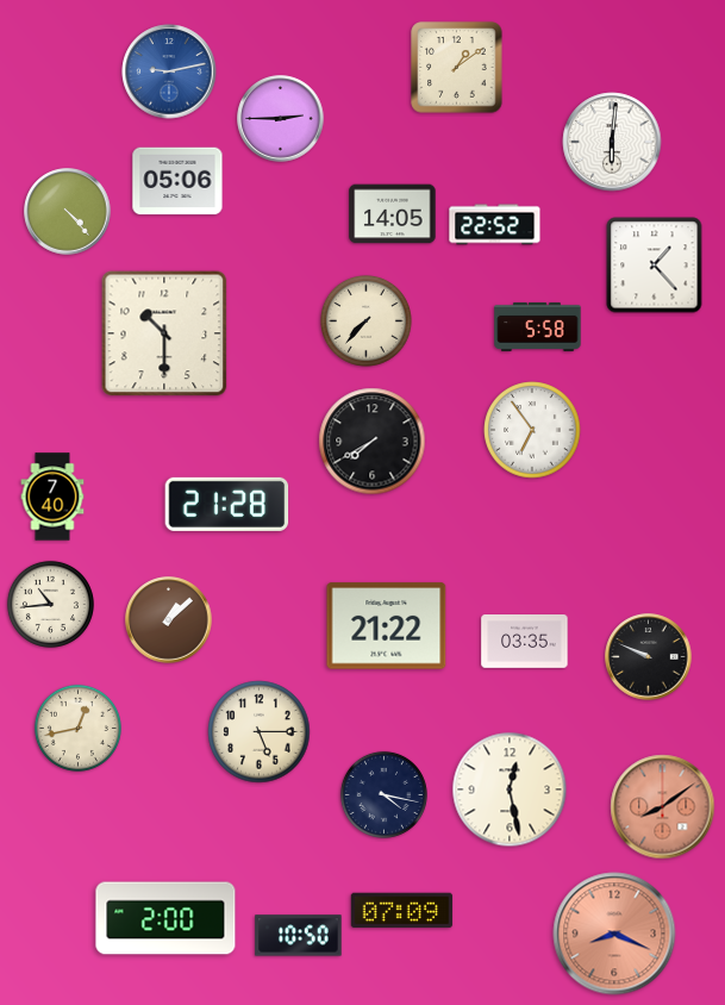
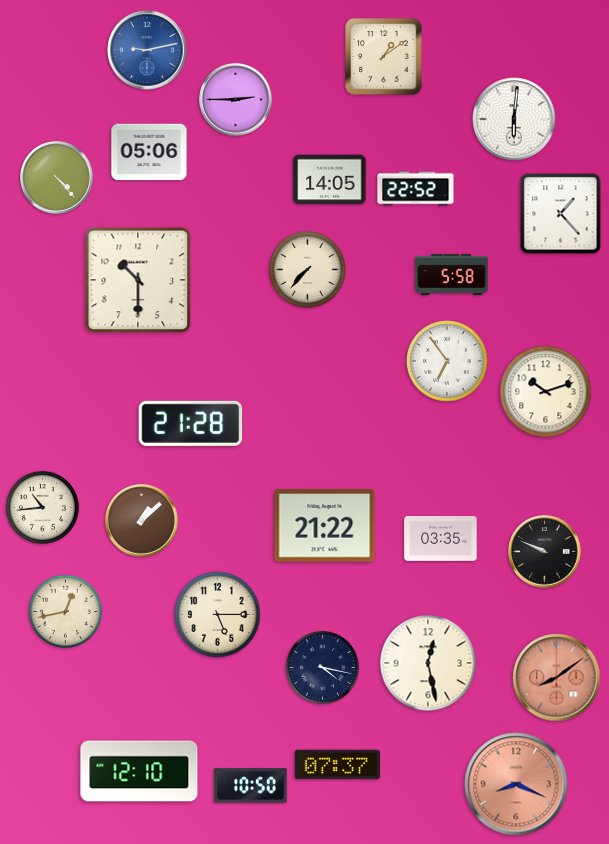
clock at (169, 71) position: (169, 71) -> (147, 50)
clock at (655, 266) position: (655, 266) -> (561, 214)
clock at (373, 442): 7:40 -> none
clock at (546, 392): none -> 10:12
clock at (52, 497): 7:40 -> none
clock at (402, 911): 07:09 -> 07:37
clock at (165, 918): 2:00 -> 12:10
